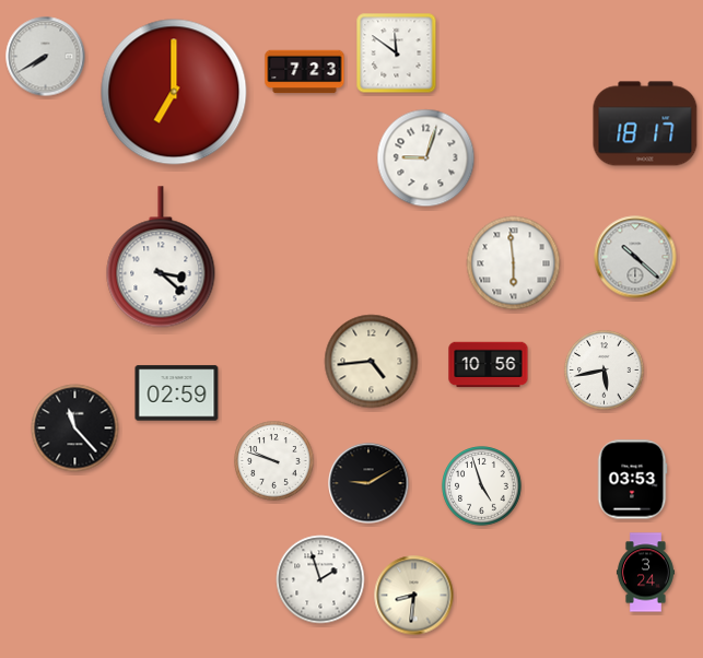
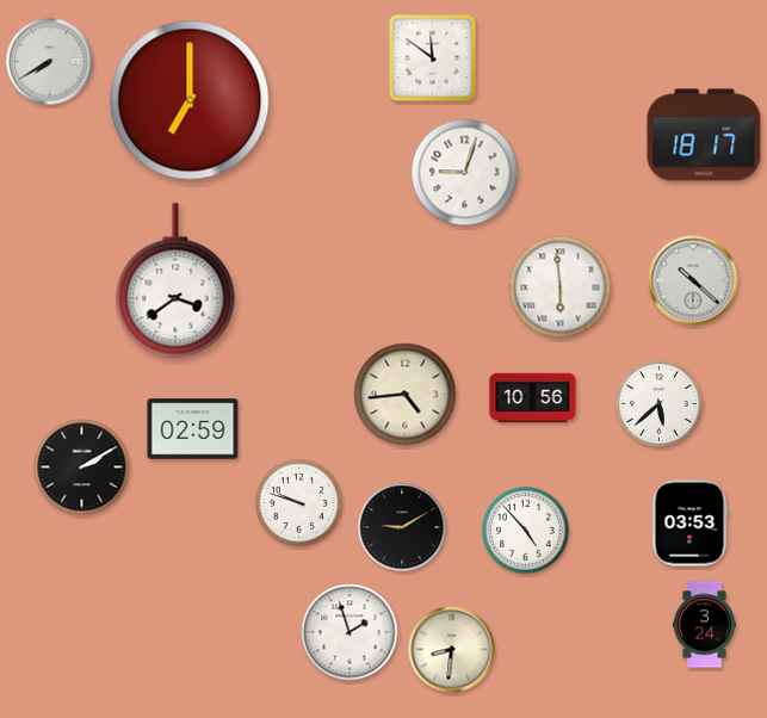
clock at (305, 72): 7:23 -> none
clock at (161, 257): 3:22 -> 3:39
clock at (605, 371): 5:43 -> 5:38
clock at (75, 428): 11:23 -> 2:10
clock at (482, 486): 4:57 -> 4:53
